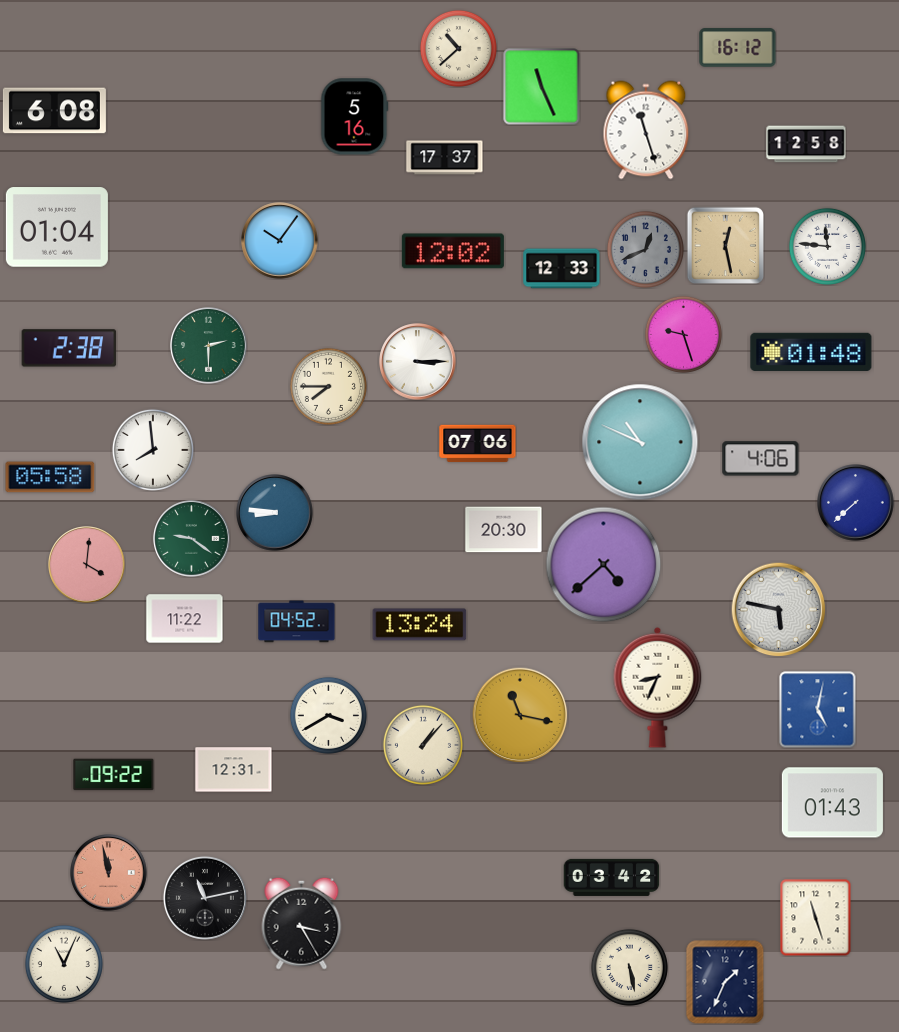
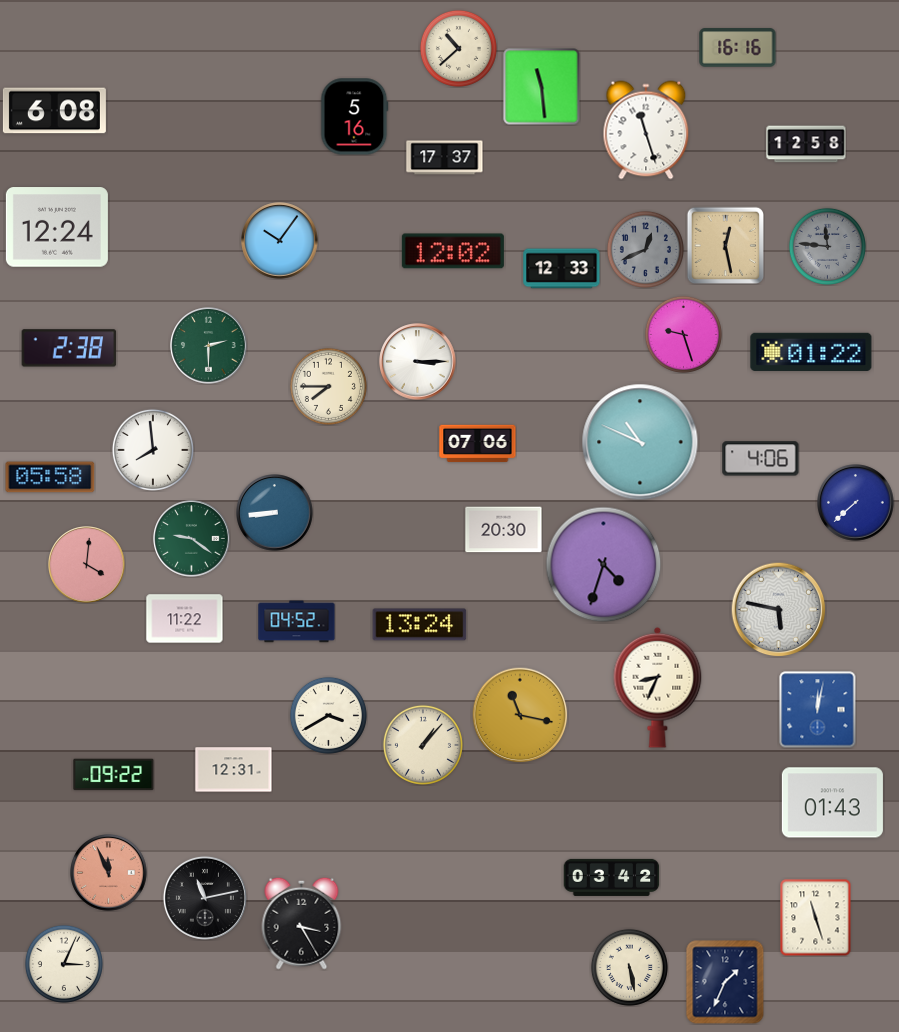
clock at (738, 48): 16:12 -> 16:16
clock at (542, 87): 11:26 -> 11:29
clock at (57, 227): 01:04 -> 12:24
clock at (827, 246) dial: white -> grey
clock at (811, 352): 01:48 -> 01:22
clock at (275, 513): 8:46 -> 8:44
clock at (604, 565): 4:38 -> 4:33
clock at (818, 710): 5:02 -> 12:02
clock at (109, 873): 11:58 -> 11:56
clock at (64, 964): 11:04 -> 3:04
